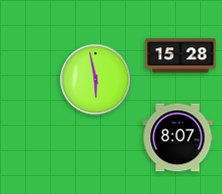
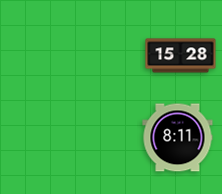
clock at (96, 80): 5:58 -> none
clock at (178, 138): 8:07 -> 8:11
